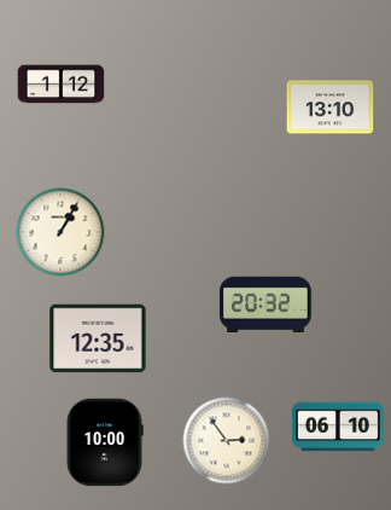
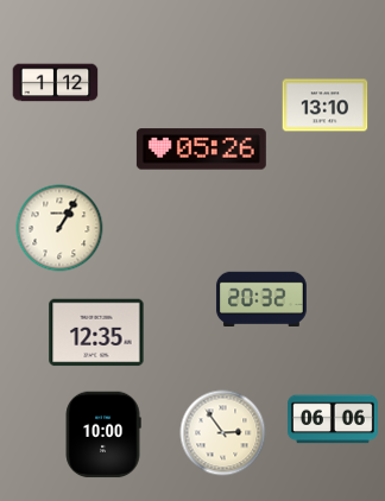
clock at (62, 85) position: (62, 85) -> (56, 83)
clock at (201, 150): none -> 05:26
clock at (339, 427): 06:10 -> 06:06
